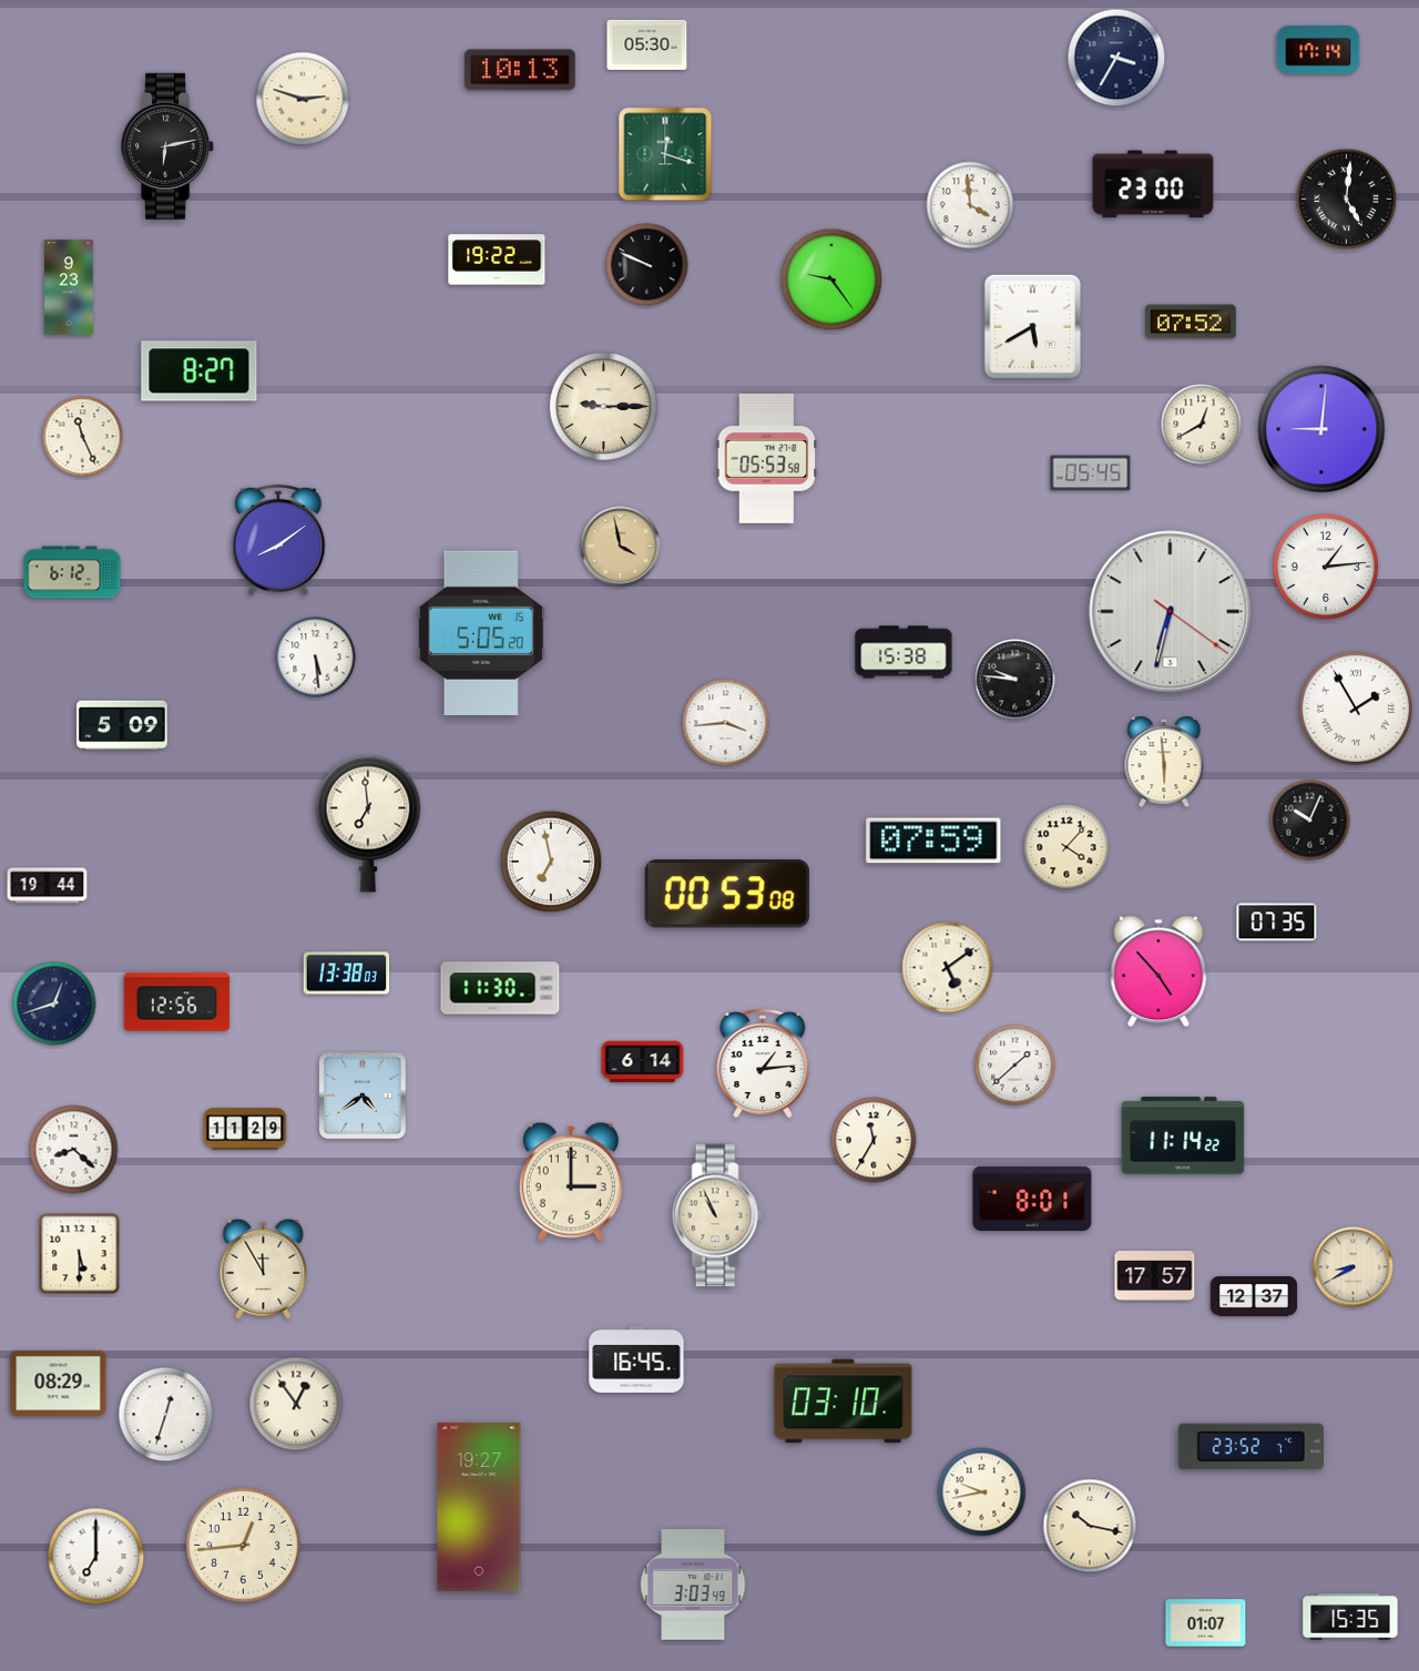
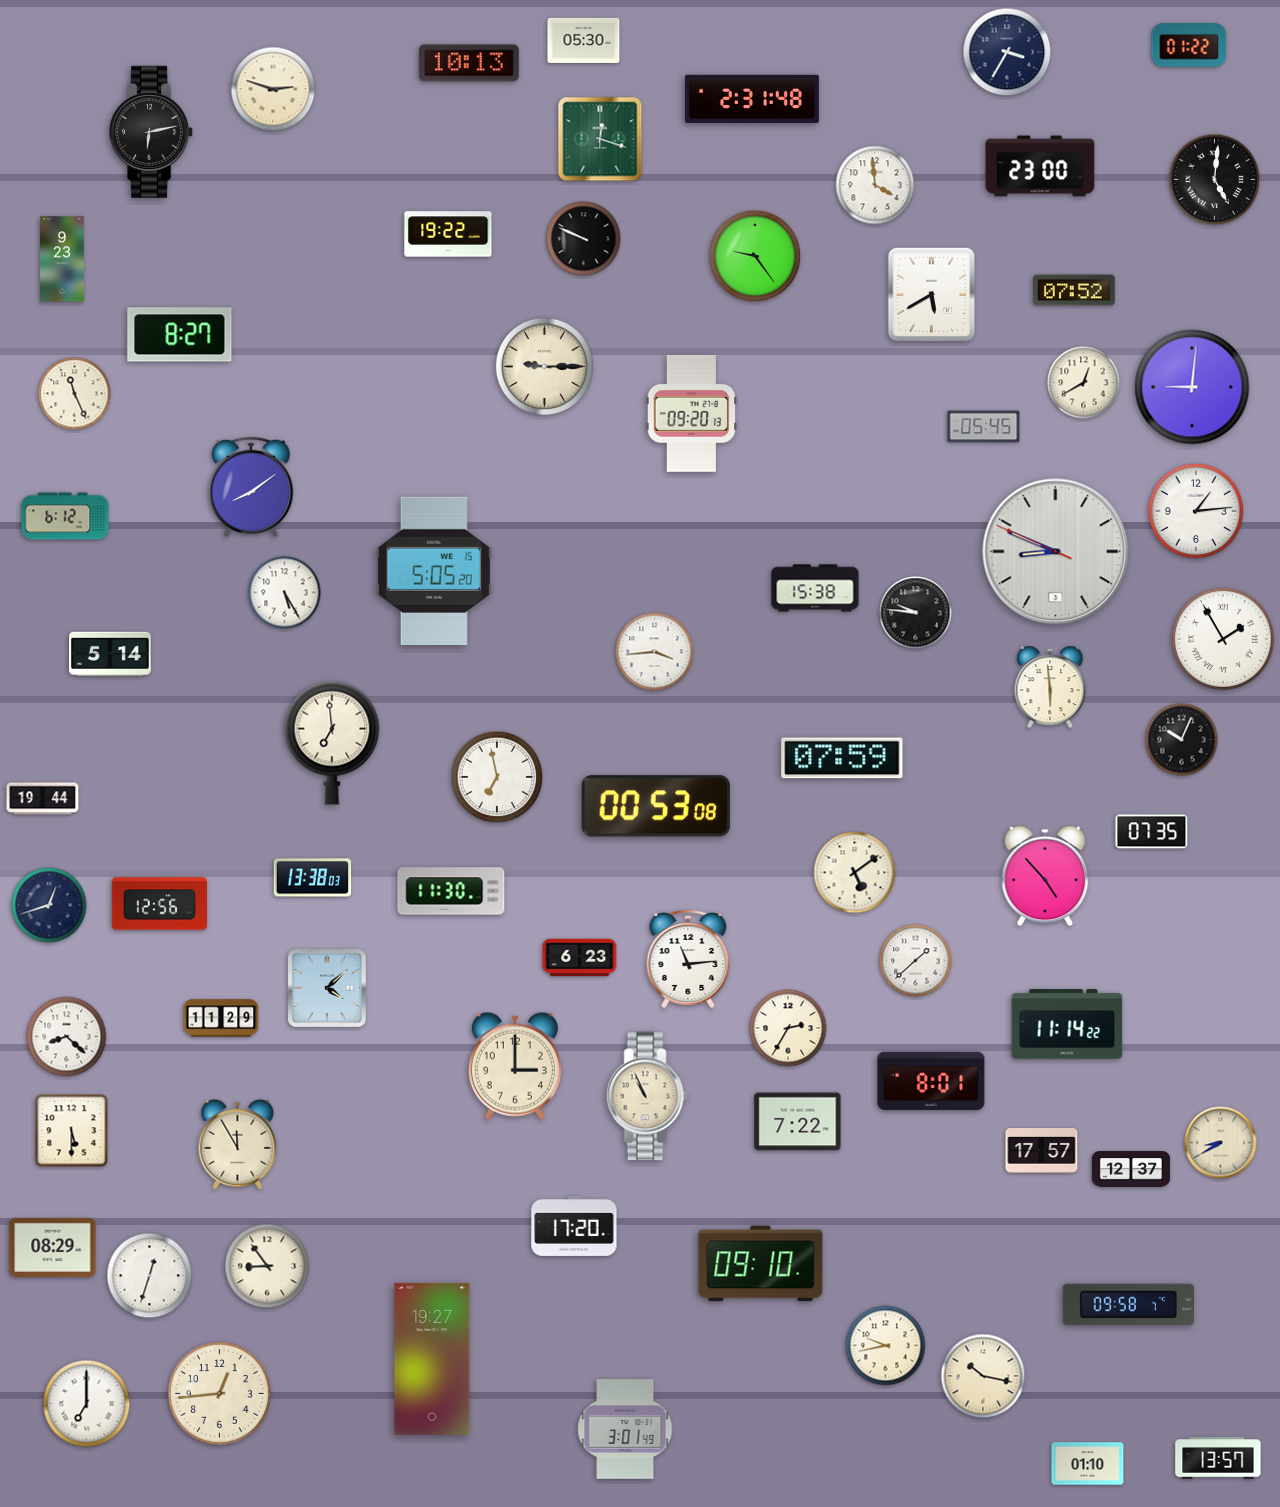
clock at (1318, 50): 17:14 -> 01:22
clock at (752, 98): none -> 2:31
clock at (831, 279) position: (831, 279) -> (755, 256)
clock at (767, 458): 05:53 -> 09:20
clock at (621, 547): 3:58 -> none
clock at (1171, 612): 6:32 -> 8:48
clock at (316, 658): 5:29 -> 5:25
clock at (123, 725): 5:09 -> 5:14
clock at (1066, 847): 4:07 -> none
clock at (643, 1062): 6:14 -> 6:23
clock at (763, 1063): 1:14 -> 11:14
clock at (363, 1096): 4:39 -> 4:08
clock at (874, 1140): 11:35 -> 2:35
clock at (798, 1122): none -> 7:22
clock at (636, 1359): 16:45 -> 17:20
clock at (844, 1402): 03:10 -> 09:10
clock at (296, 1404): 12:54 -> 8:54
clock at (1250, 1447): 23:52 -> 09:58
clock at (693, 1585): 3:03 -> 3:01
clock at (1350, 1617): 15:35 -> 13:57
clock at (1206, 1623): 01:07 -> 01:10
